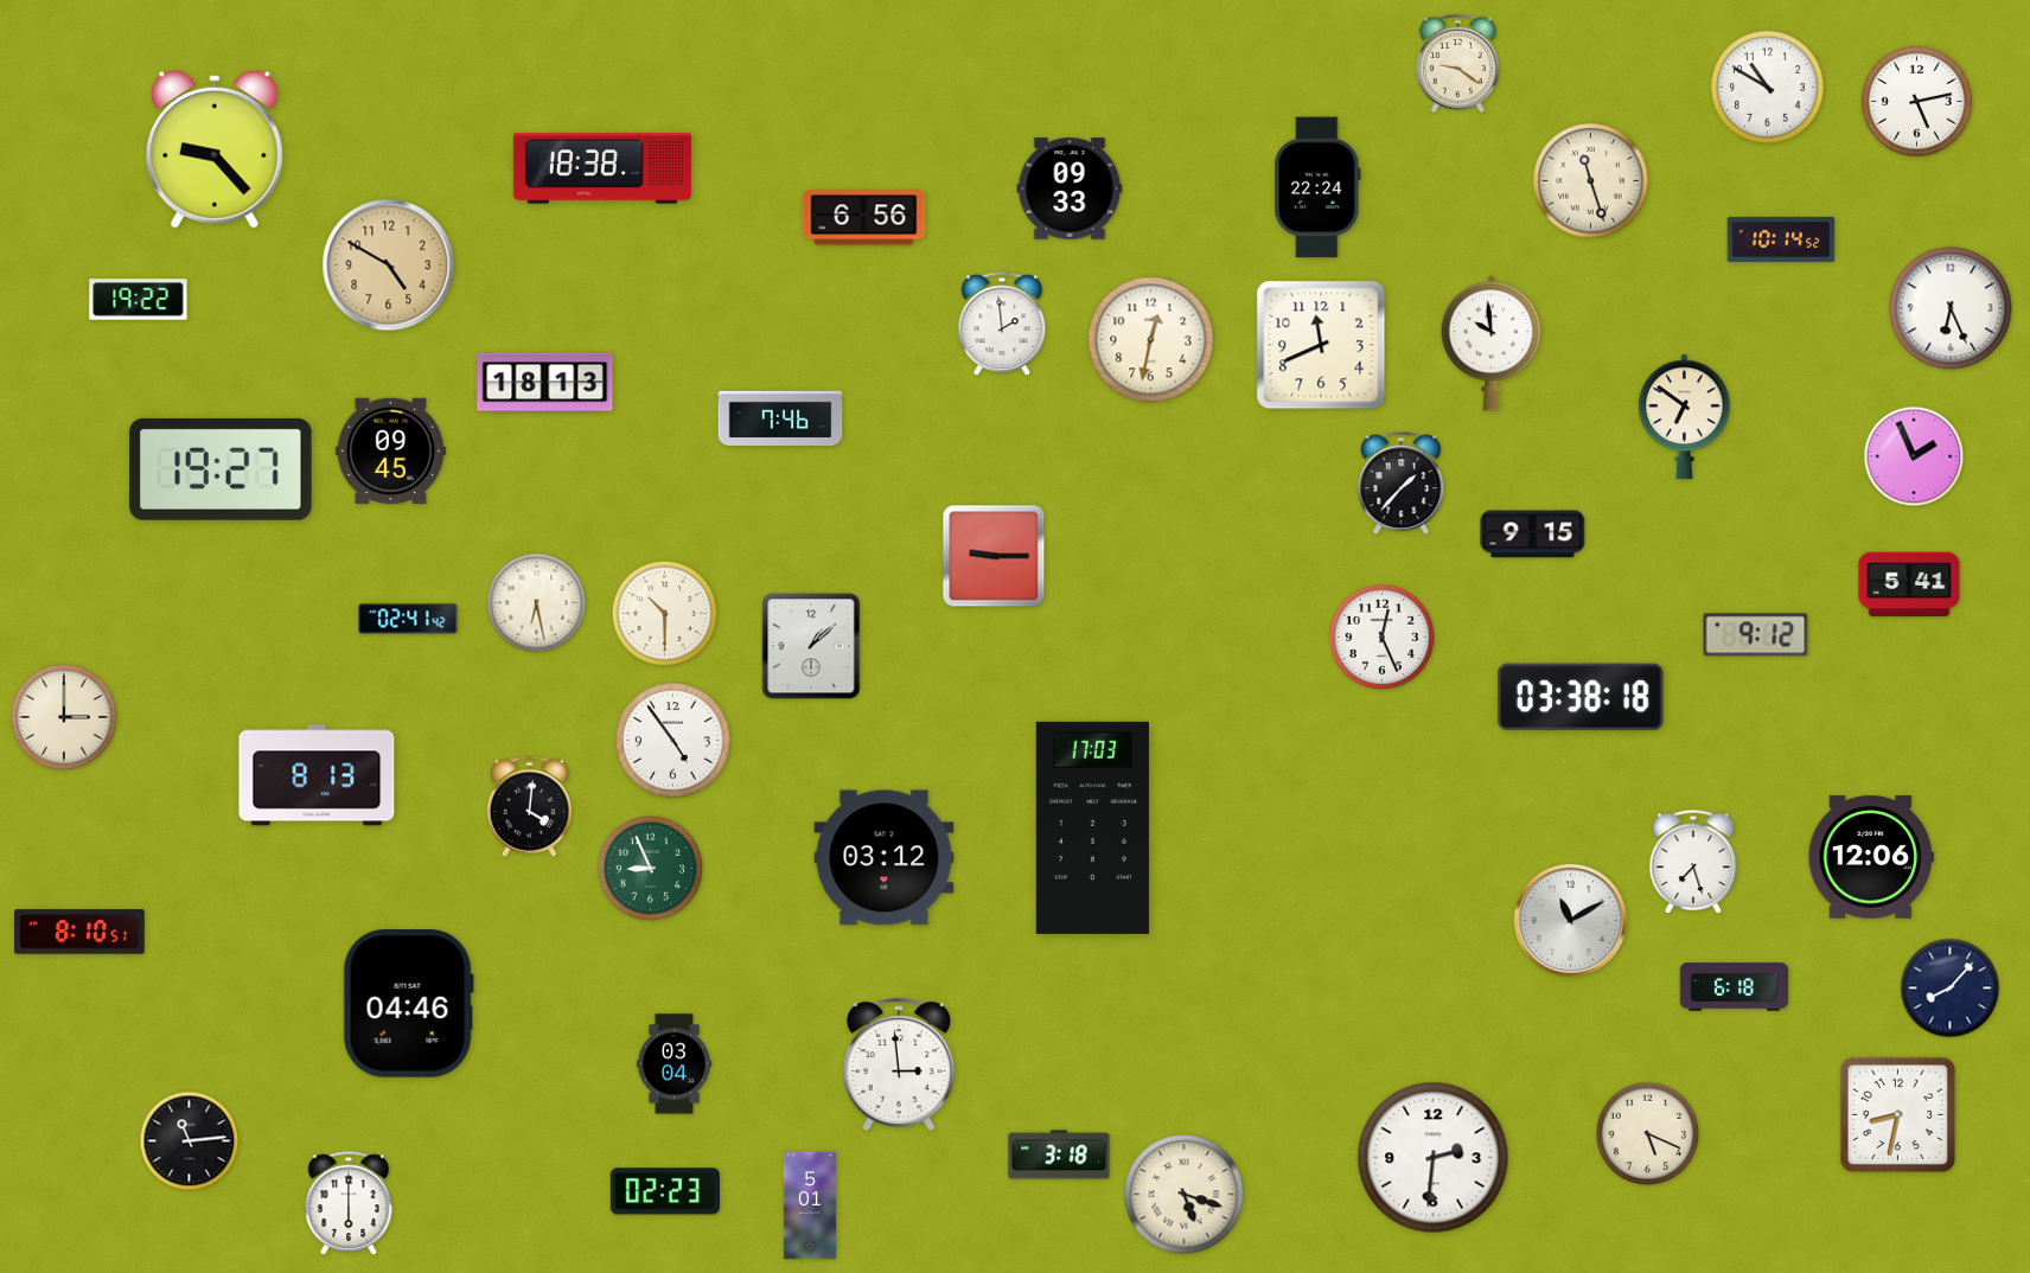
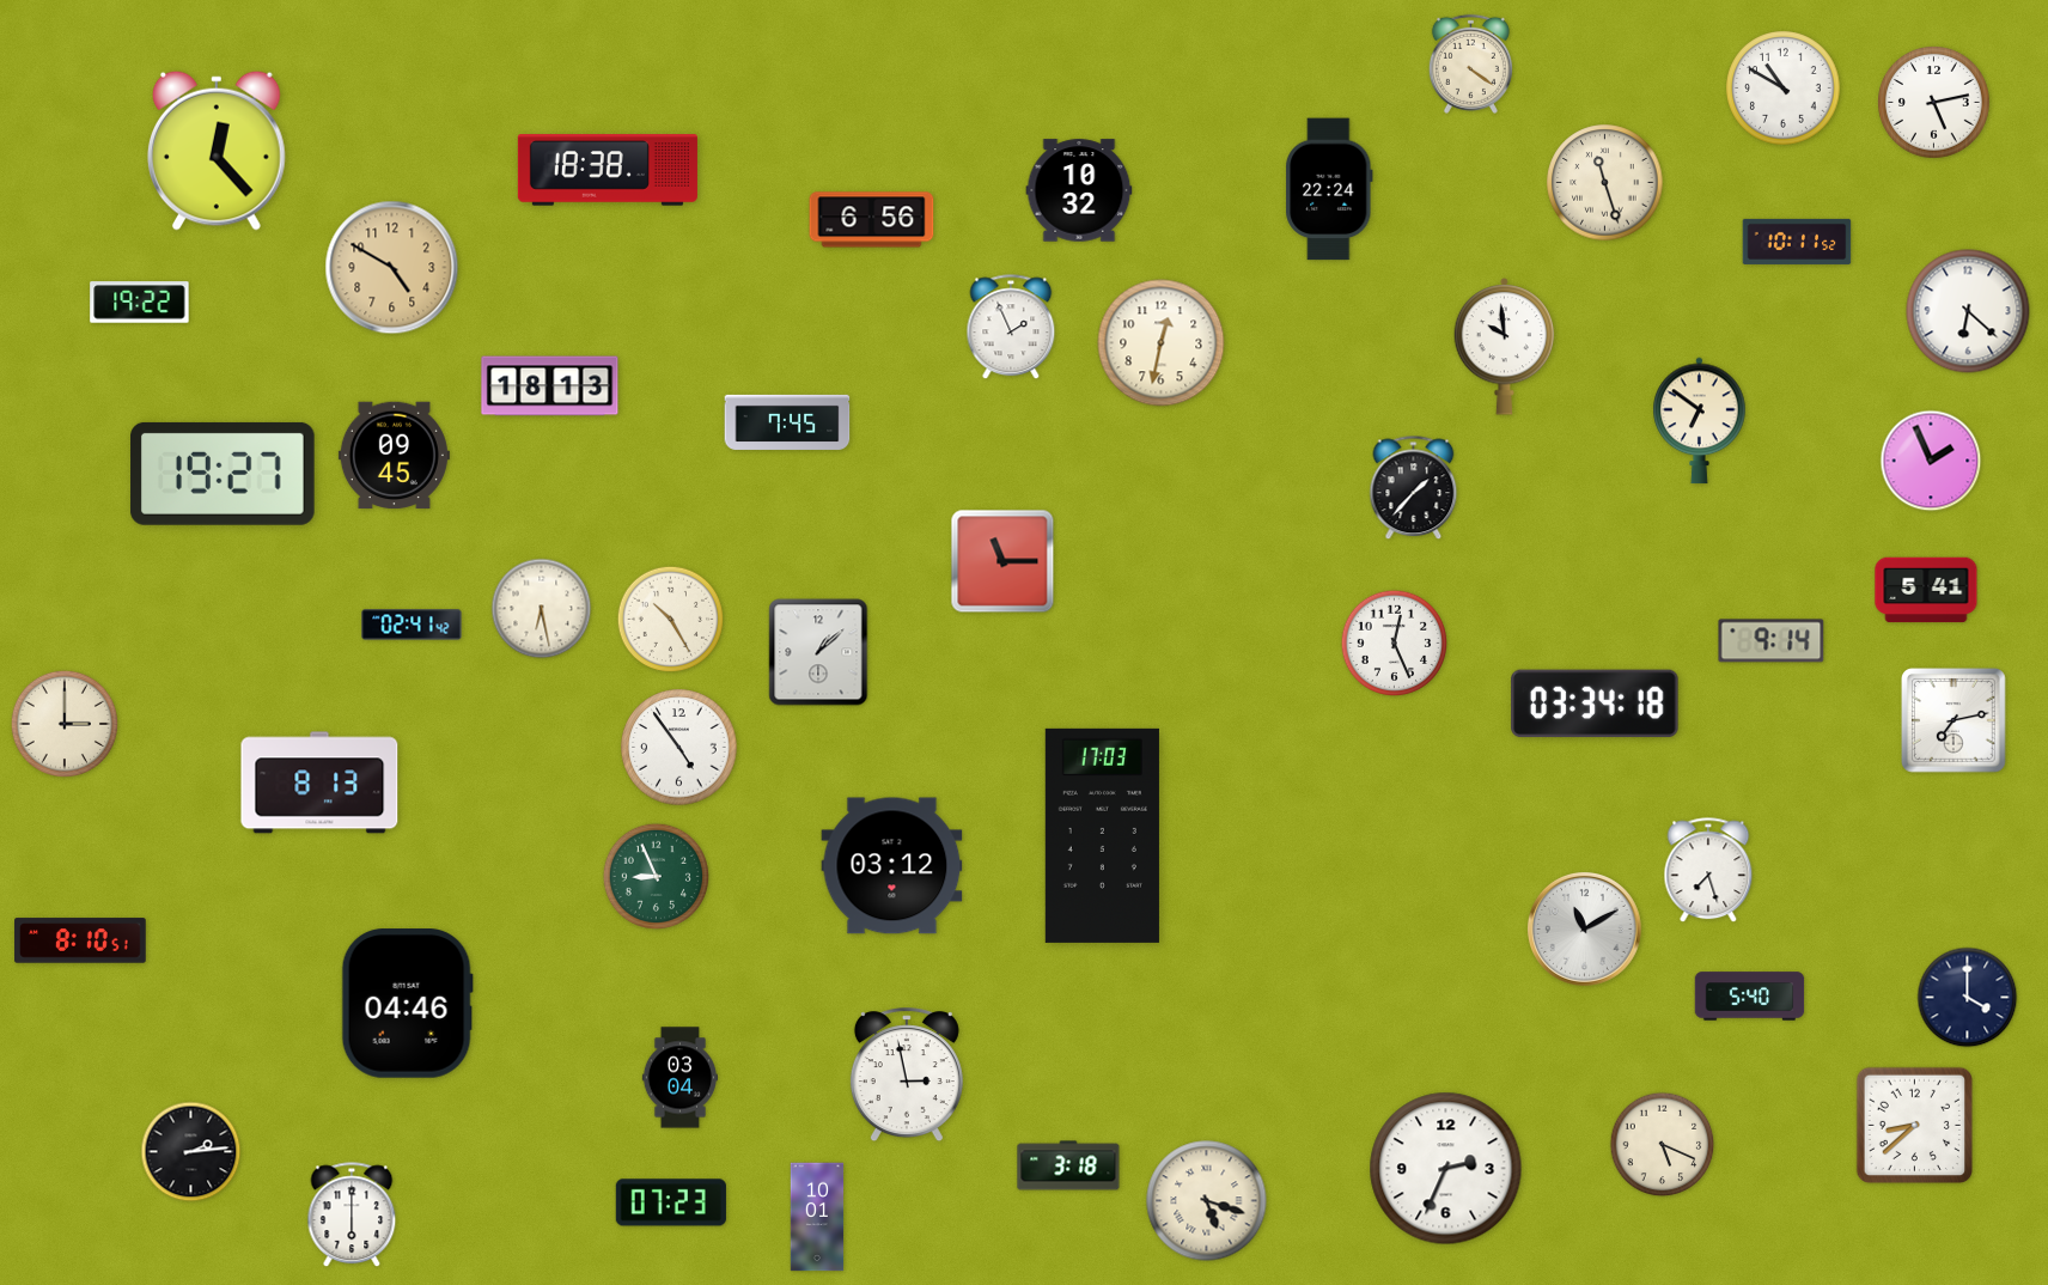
clock at (1457, 63): 9:21 -> 4:21
clock at (216, 149): 9:23 -> 12:23
clock at (1070, 188): 09:33 -> 10:32
clock at (1781, 239): 10:14 -> 10:11
clock at (1951, 308): 6:26 -> 6:22
clock at (1002, 325): 1:59 -> 1:56
clock at (1321, 345): 11:41 -> none
clock at (780, 418): 7:46 -> 7:45
clock at (1533, 535): 9:15 -> none
clock at (994, 556): 9:15 -> 11:15
clock at (665, 614): 10:30 -> 10:25
clock at (1756, 635): 9:12 -> 9:14
clock at (1581, 697): 03:38 -> 03:34
clock at (1955, 721): none -> 7:13
clock at (529, 806): 4:01 -> none
clock at (1870, 857): 12:06 -> none
clock at (1735, 987): 6:18 -> 5:40
clock at (1951, 989): 8:07 -> 4:00
clock at (408, 1004) position: (408, 1004) -> (407, 1004)
clock at (674, 1064) position: (674, 1064) -> (679, 1078)
clock at (899, 1066): 2:59 -> 2:58
clock at (1898, 1115): 8:32 -> 8:38
clock at (190, 1141): 11:14 -> 2:14
clock at (1434, 1158): 2:31 -> 2:34
clock at (665, 1191): 02:23 -> 07:23
clock at (1185, 1195) position: (1185, 1195) -> (1207, 1201)
clock at (810, 1205): 5:01 -> 10:01
